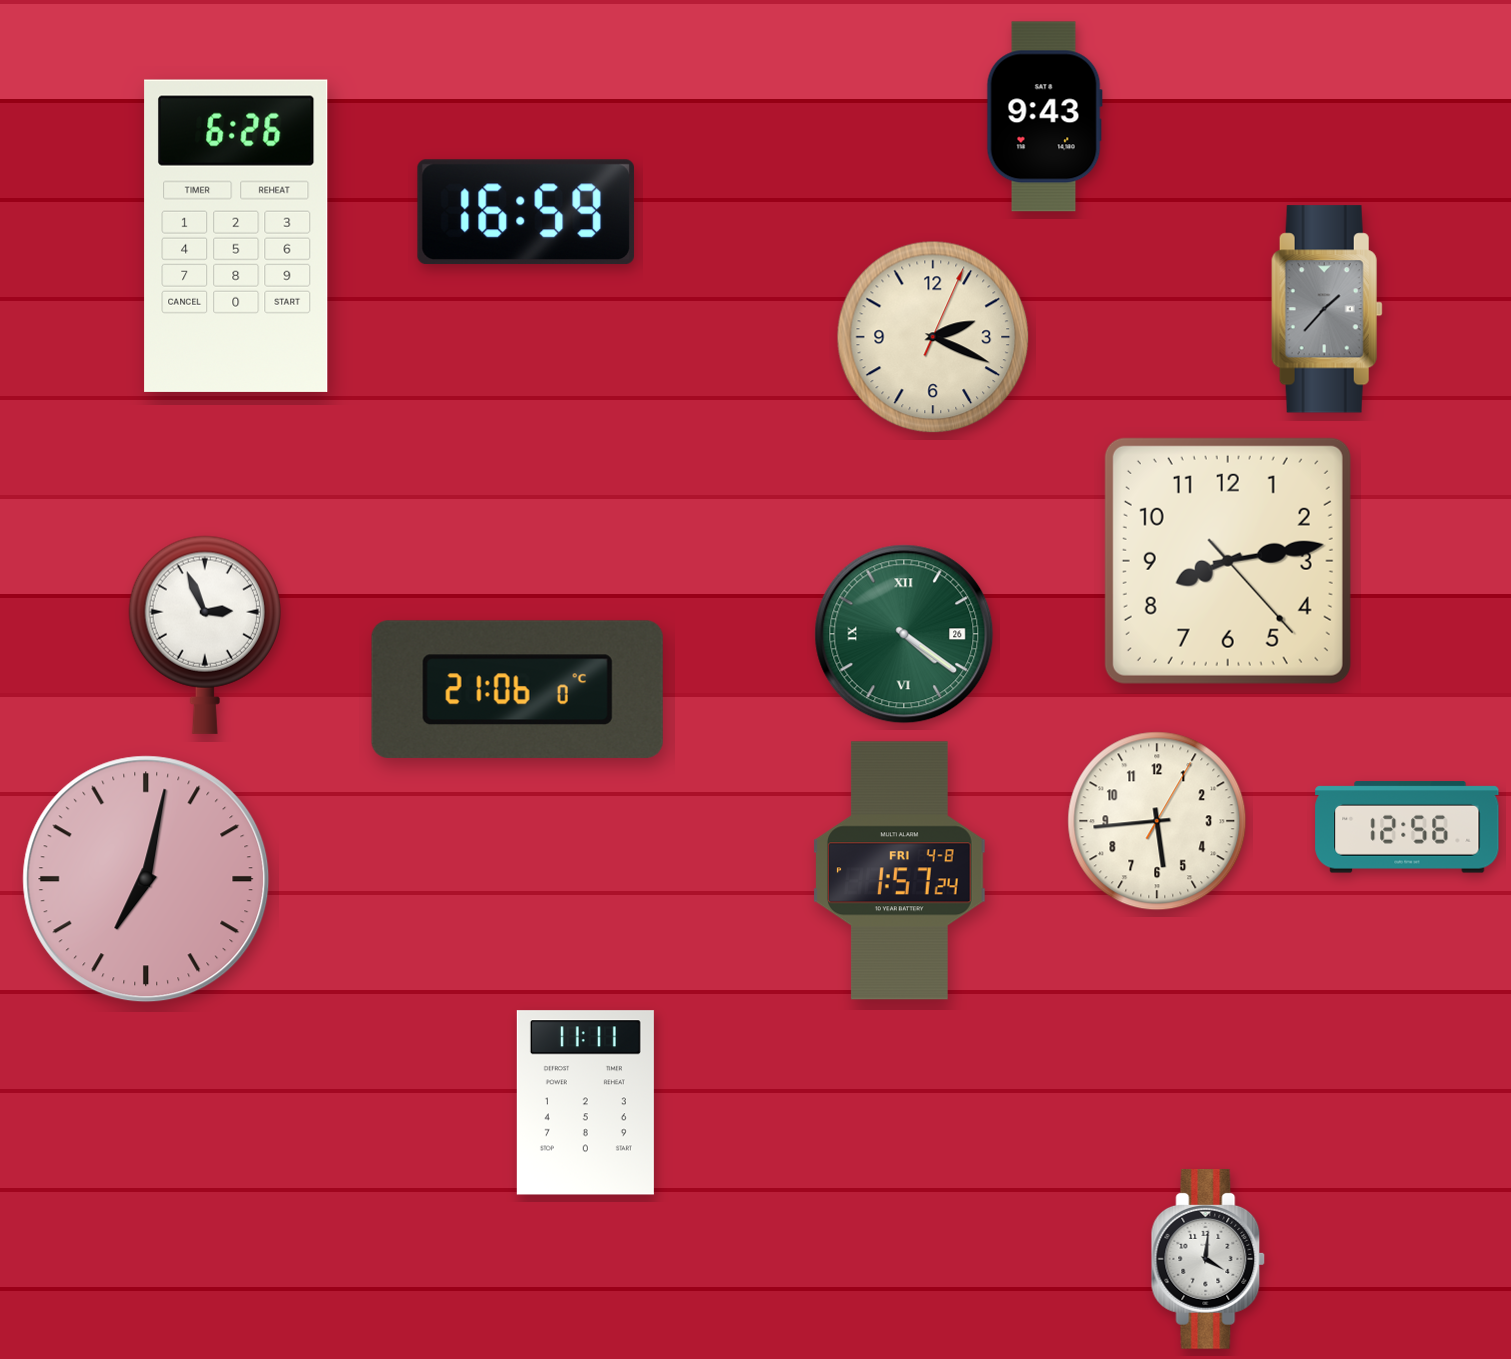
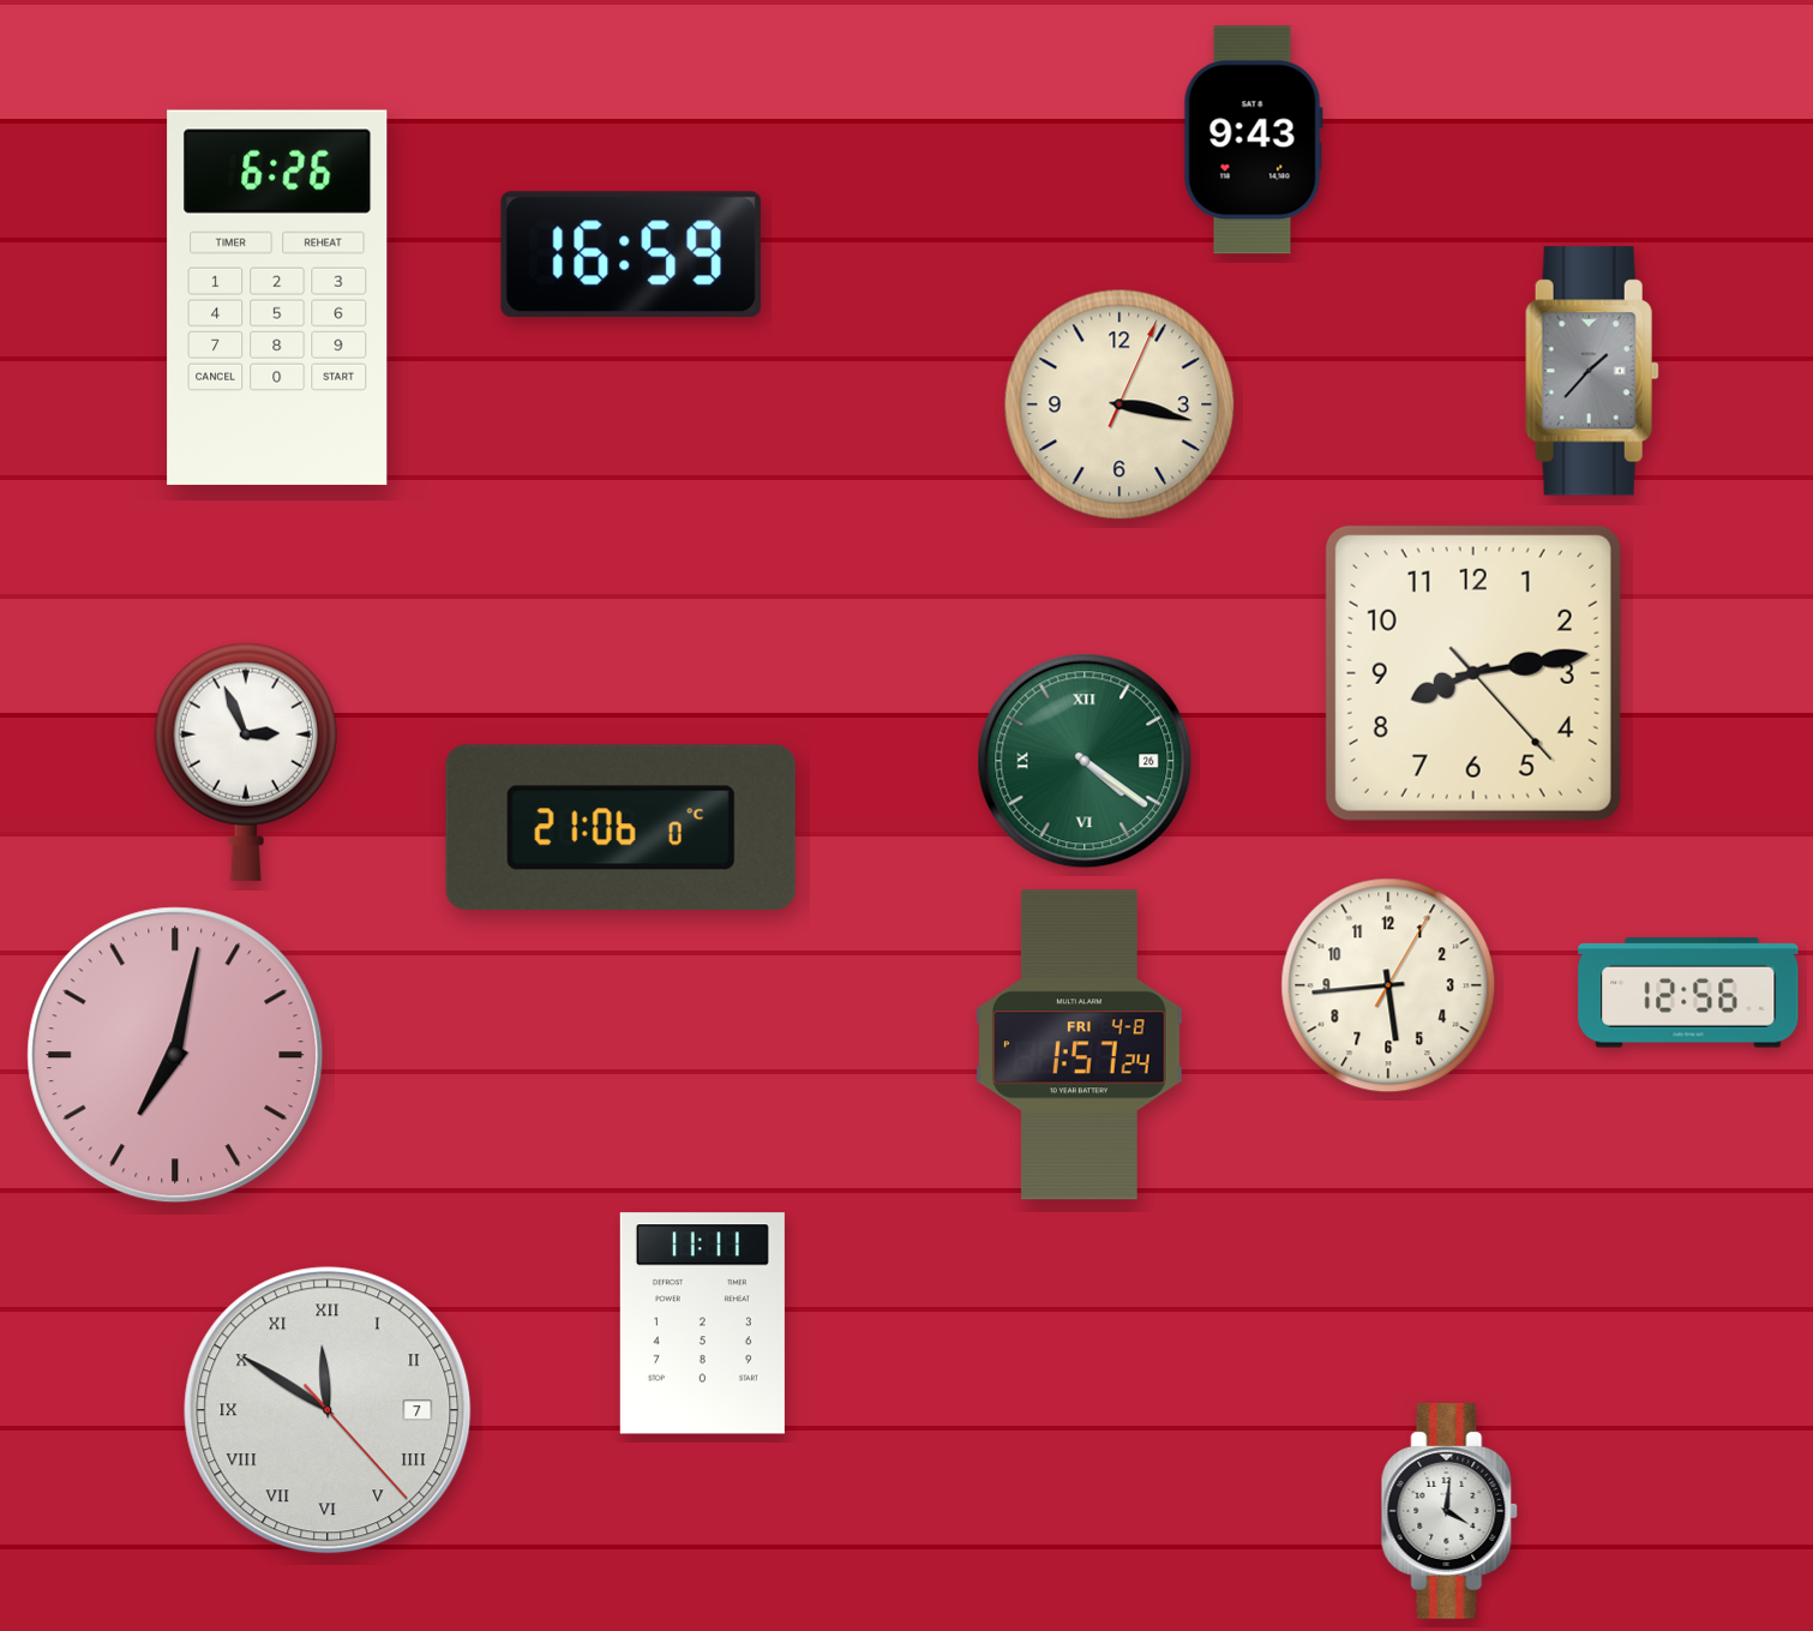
clock at (236, 236) position: (236, 236) -> (277, 298)
clock at (933, 337): 2:19 -> 3:17
clock at (328, 1410): none -> 11:50
